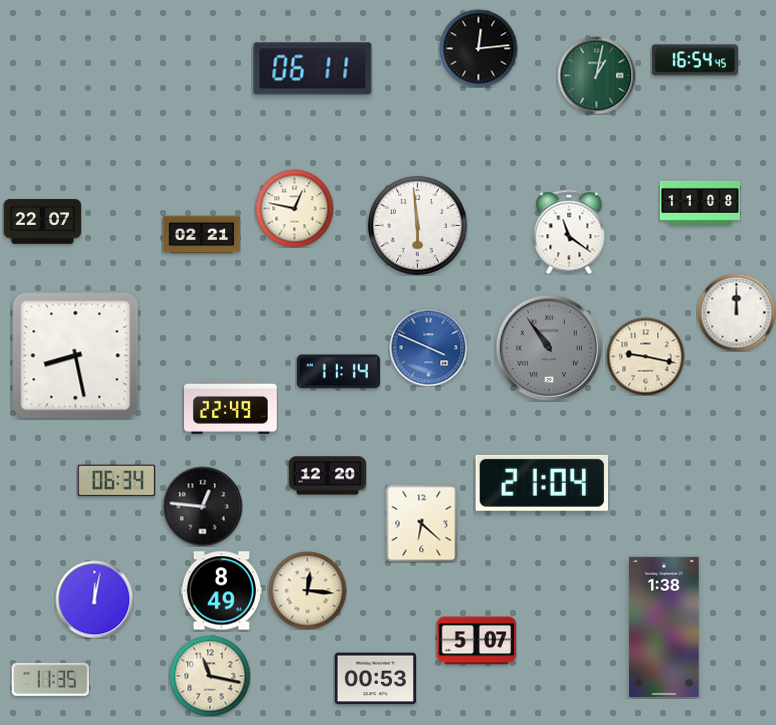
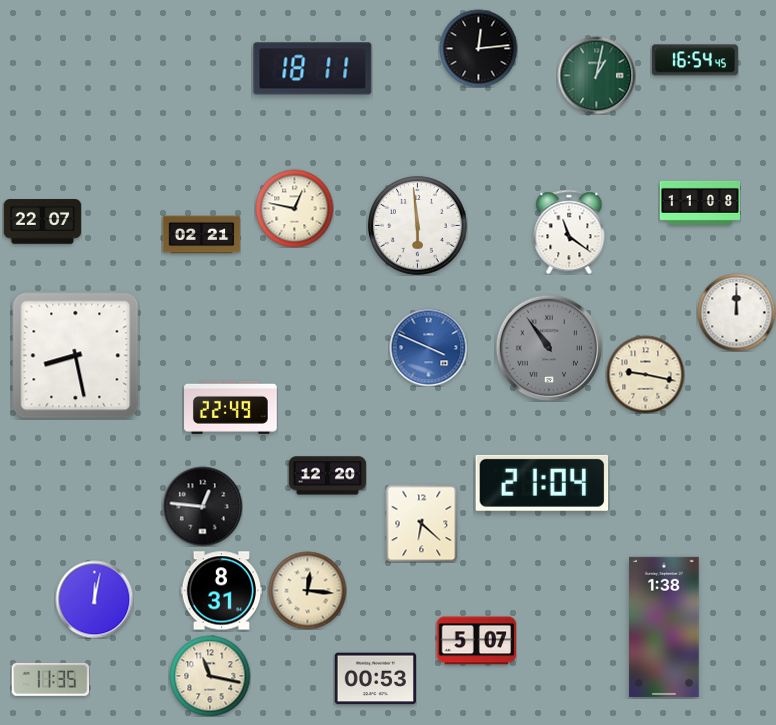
clock at (313, 69): 06:11 -> 18:11
clock at (645, 356) position: (645, 356) -> (645, 374)
clock at (338, 372): 11:14 -> none
clock at (116, 481): 06:34 -> none
clock at (221, 591): 8:49 -> 8:31
